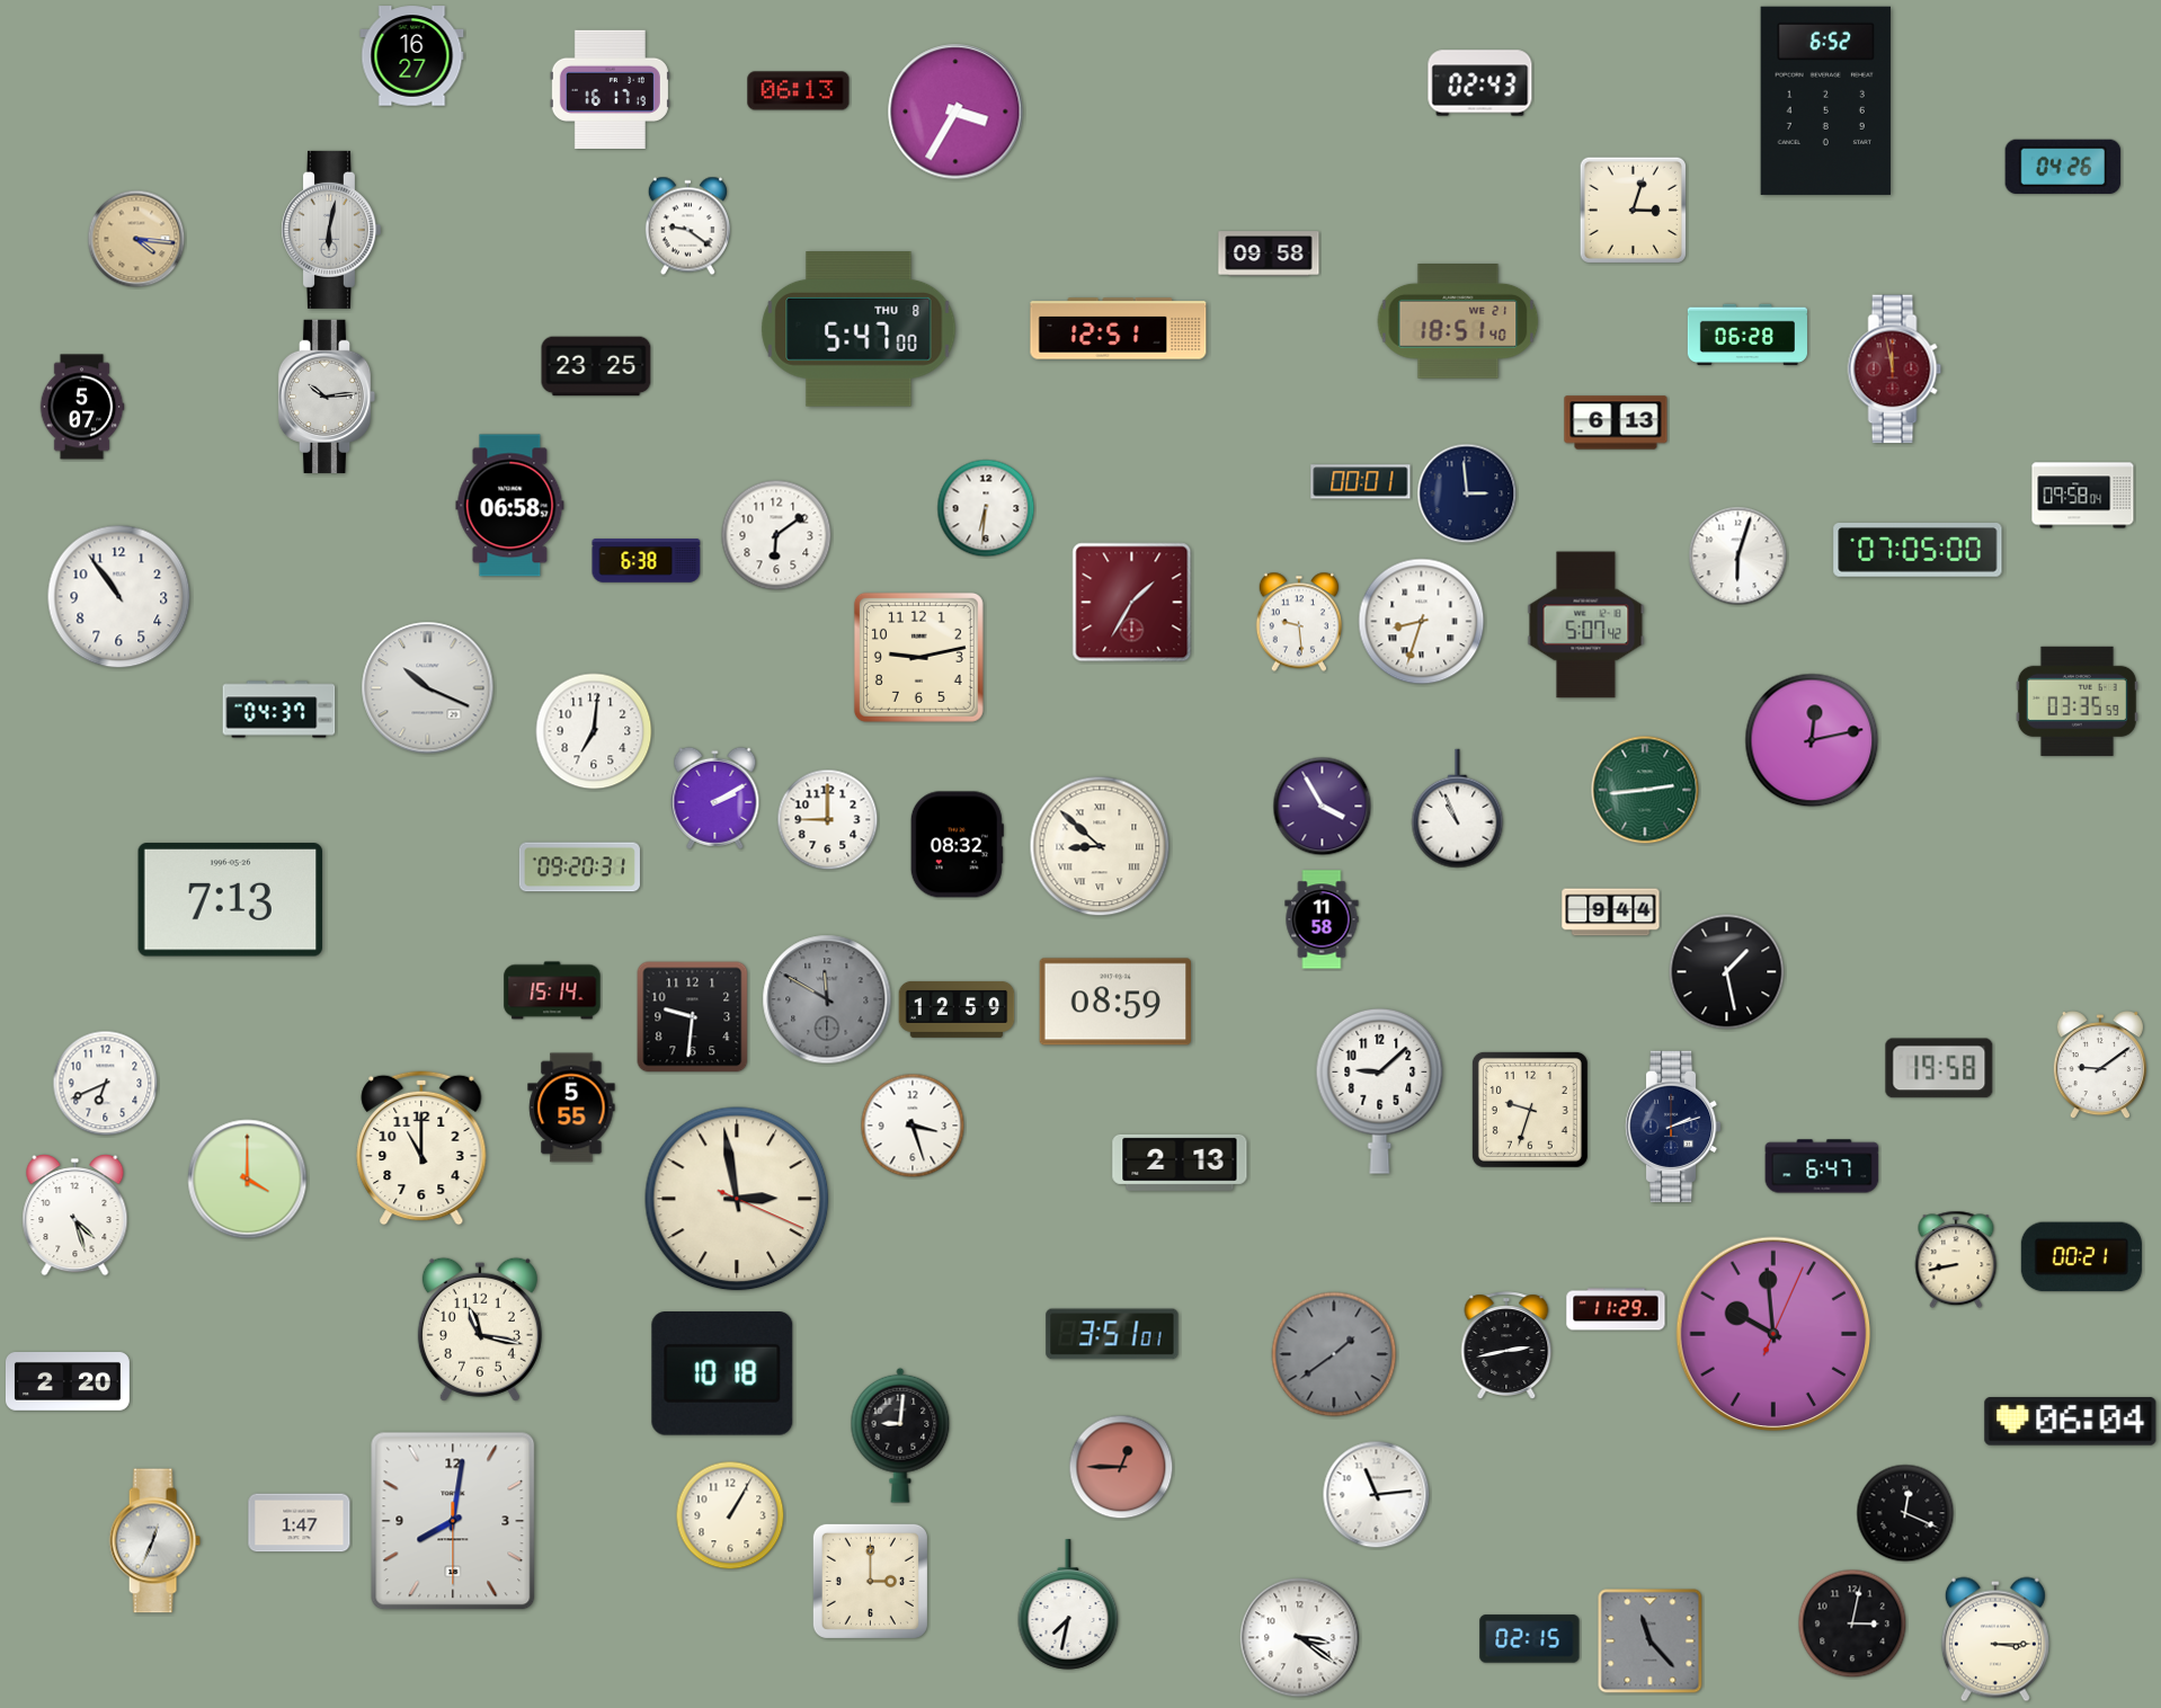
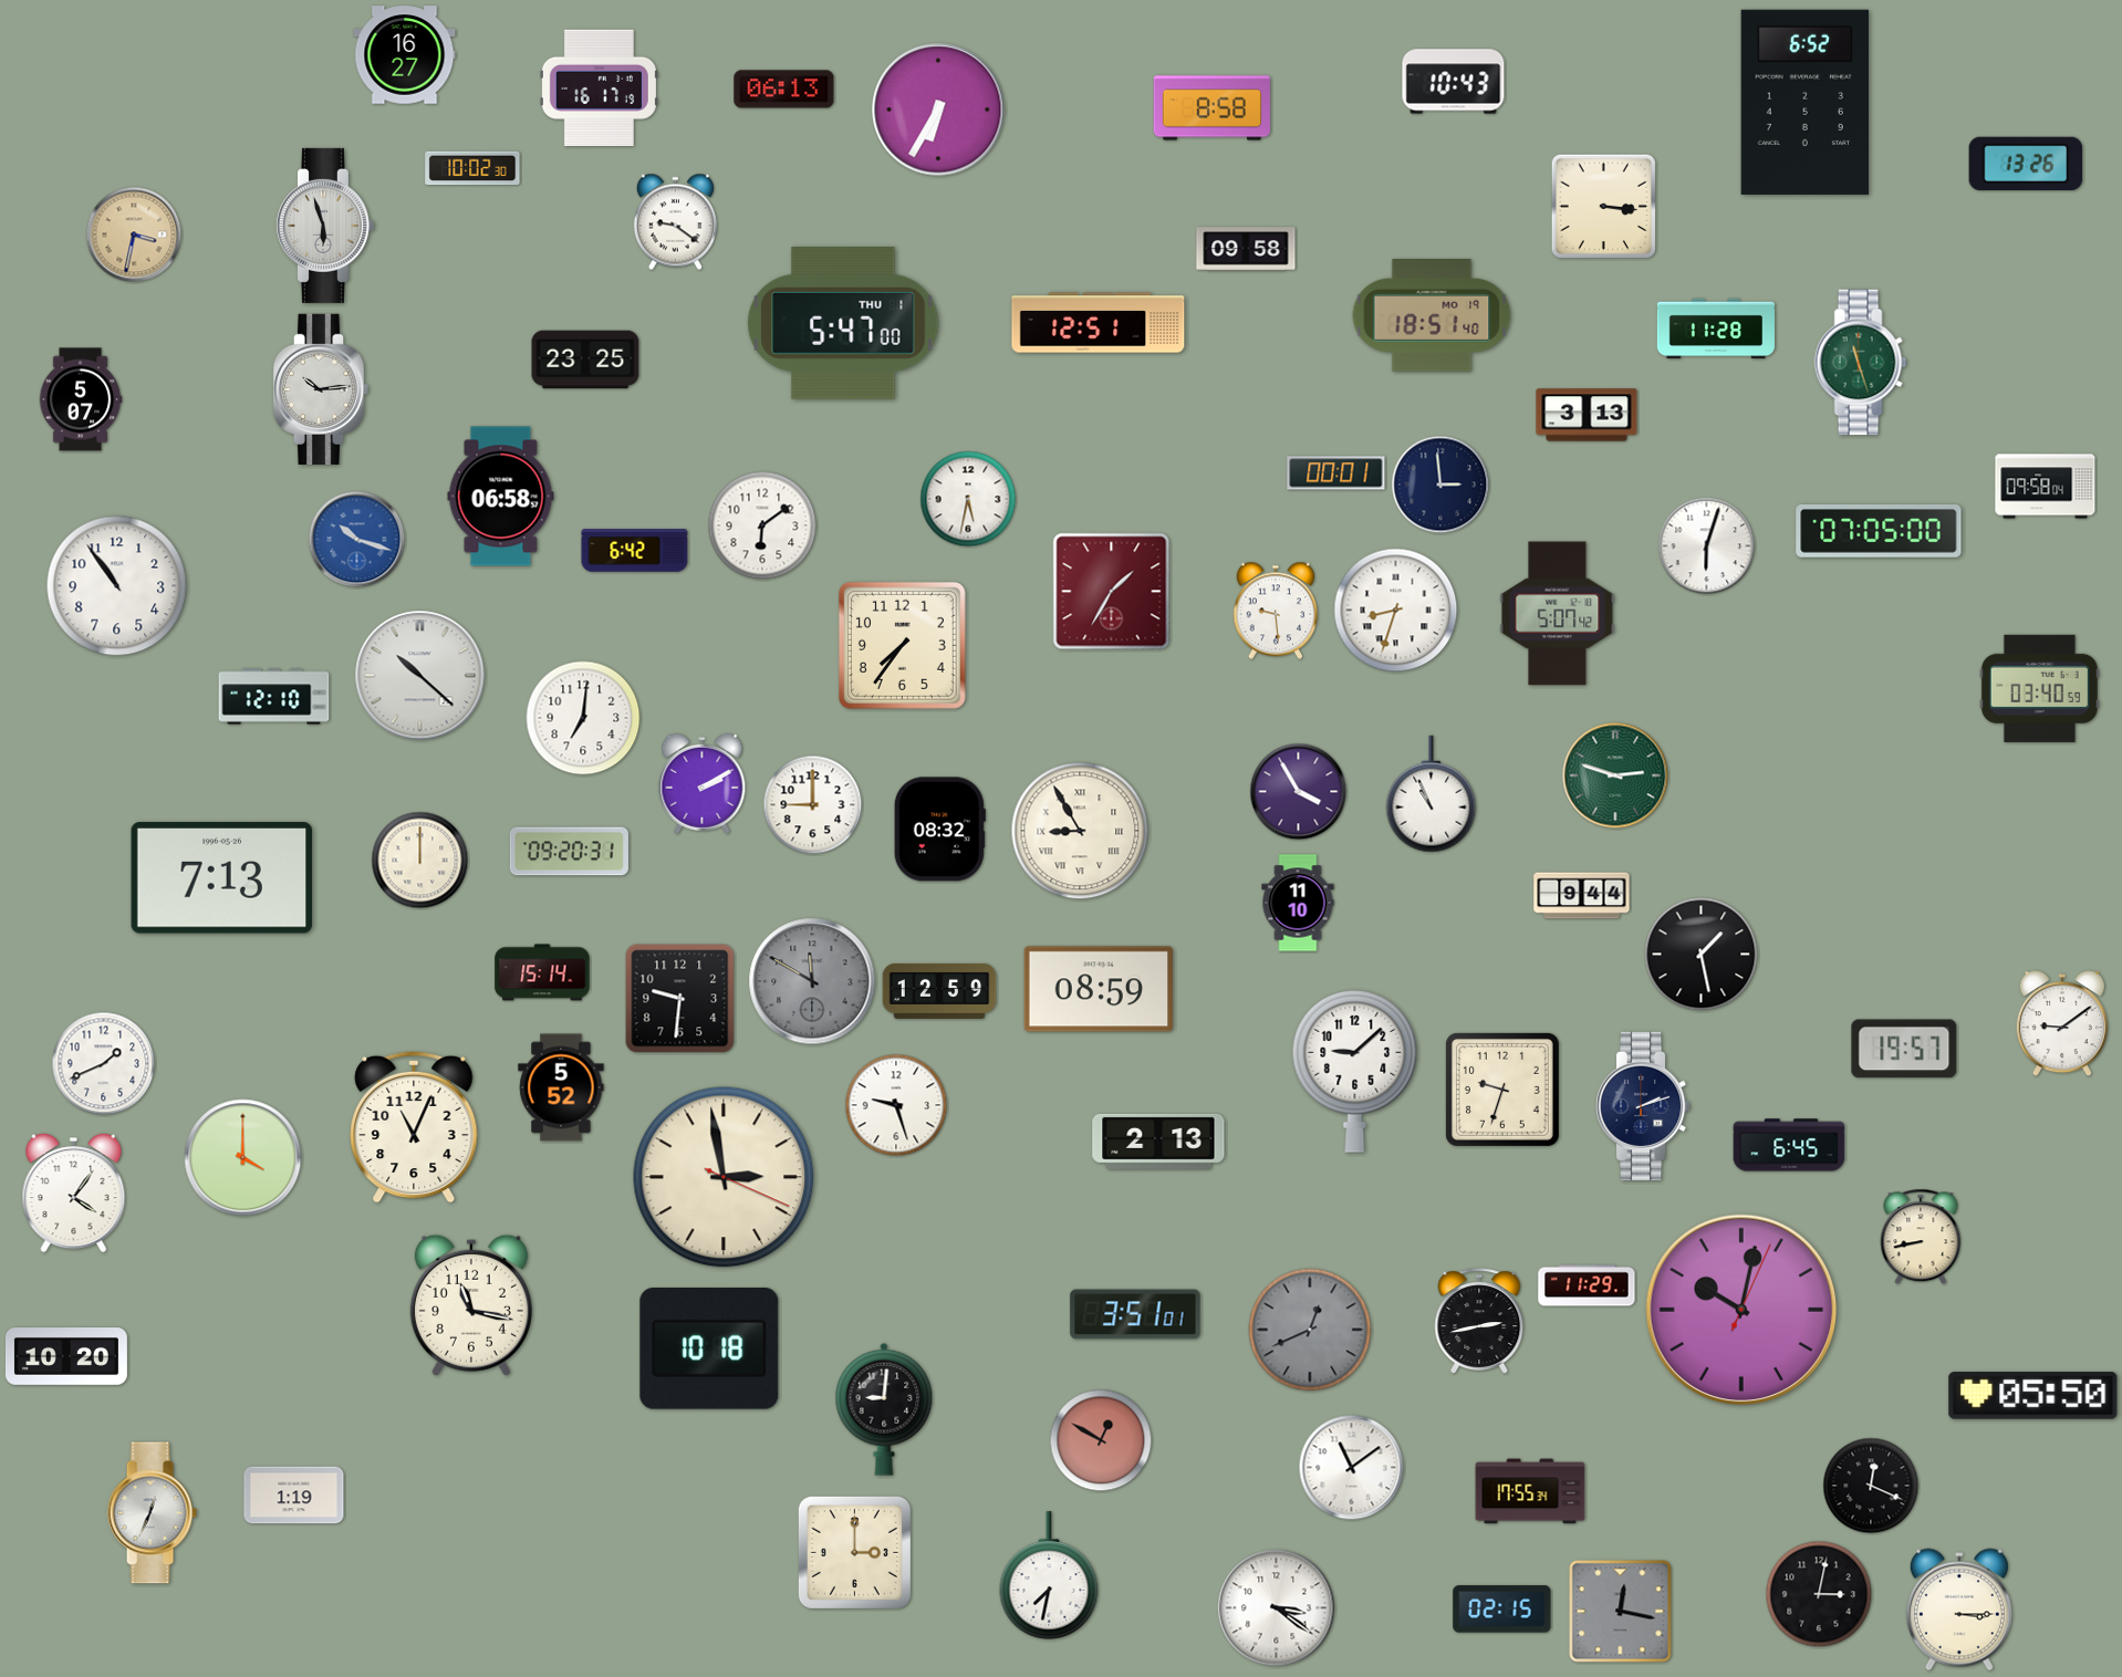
clock at (1480, 83): 02:43 -> 10:43
clock at (1825, 100) position: (1825, 100) -> (1804, 102)
clock at (1211, 108): none -> 8:58
clock at (955, 112): 3:35 -> 6:35
clock at (2063, 166): 04:26 -> 13:26
clock at (472, 168): none -> 10:02
clock at (1633, 210): 3:03 -> 3:16
clock at (330, 230): 6:02 -> 5:57
clock at (136, 239): 4:16 -> 3:32
clock at (1458, 322) date: WE 21 -> MO 19
clock at (859, 330) date: THU 8 -> THU 1
clock at (1748, 335): 06:28 -> 11:28
clock at (1895, 370): 11:58 -> 11:27
clock at (1895, 370) dial: burgundy -> green
clock at (1616, 422): 6:13 -> 3:13
clock at (986, 508): 6:31 -> 5:32
clock at (357, 540): none -> 10:18
clock at (1918, 551) position: (1918, 551) -> (1879, 532)
clock at (647, 561): 6:38 -> 6:42
clock at (918, 657): 9:13 -> 7:36
clock at (428, 688): 10:19 -> 10:22
clock at (2076, 701): 03:35 -> 03:40
clock at (279, 710): 04:37 -> 12:10
clock at (1812, 740): 12:13 -> none
clock at (1645, 790): 2:44 -> 2:48
clock at (1100, 846): 8:52 -> 8:55
clock at (420, 861): none -> 12:00
clock at (230, 900) position: (230, 900) -> (221, 878)
clock at (1322, 919): 11:58 -> 11:10
clock at (1727, 972) position: (1727, 972) -> (1702, 955)
clock at (1114, 1002) position: (1114, 1002) -> (1098, 989)
clock at (2100, 1066) position: (2100, 1066) -> (2062, 1024)
clock at (1939, 1068): 19:58 -> 19:57
clock at (106, 1084): 6:41 -> 1:41
clock at (571, 1107): 5:55 -> 5:52
clock at (913, 1126): 3:27 -> 9:27
clock at (421, 1148): 11:00 -> 11:04
clock at (1822, 1166): 6:47 -> 6:45
clock at (75, 1216): 4:27 -> 4:06
clock at (2081, 1257): 00:21 -> none
clock at (1112, 1334) position: (1112, 1334) -> (1135, 1314)
clock at (1773, 1334): 9:59 -> 10:02
clock at (1334, 1354): 1:39 -> 12:41
clock at (68, 1382): 2:20 -> 10:20
clock at (2071, 1422): 06:04 -> 05:50
clock at (1121, 1467): 12:45 -> 12:50
clock at (1377, 1495): 11:14 -> 11:09
clock at (730, 1515): 1:05 -> none
clock at (1530, 1491): none -> 17:55
clock at (453, 1521): 8:01 -> none
clock at (300, 1523): 1:47 -> 1:19
clock at (1651, 1642): 11:23 -> 12:17
